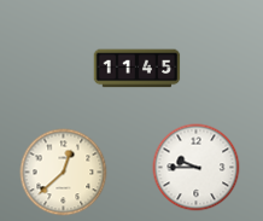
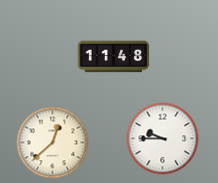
clock at (138, 69): 11:45 -> 11:48
